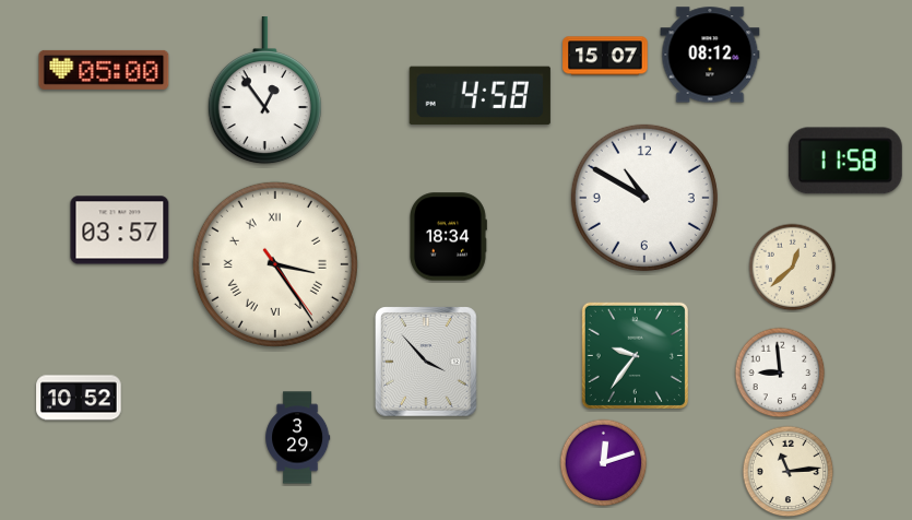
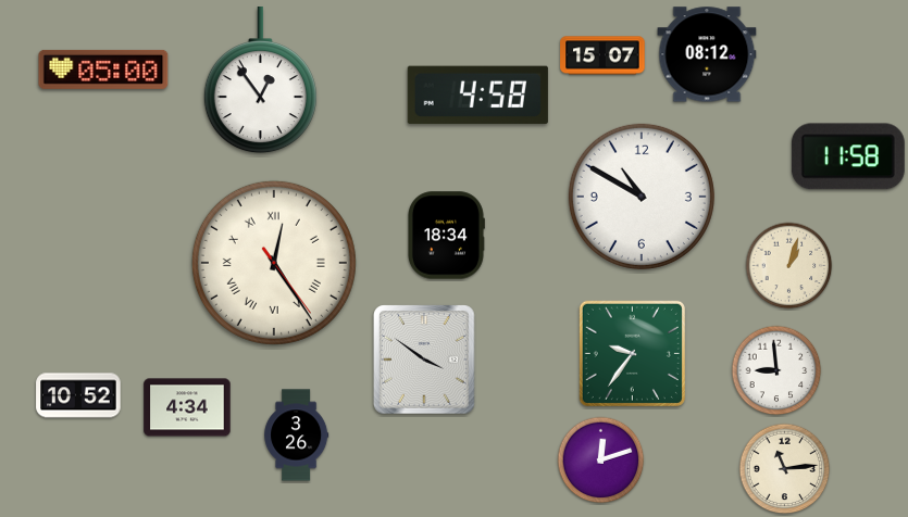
clock at (264, 92) position: (264, 92) -> (260, 81)
clock at (845, 161) position: (845, 161) -> (848, 156)
clock at (120, 231): 03:57 -> none
clock at (275, 264): 3:24 -> 12:24
clock at (793, 268): 12:38 -> 1:03
clock at (426, 362): 3:53 -> 3:51
clock at (187, 407): none -> 4:34
clock at (298, 438): 3:29 -> 3:26
